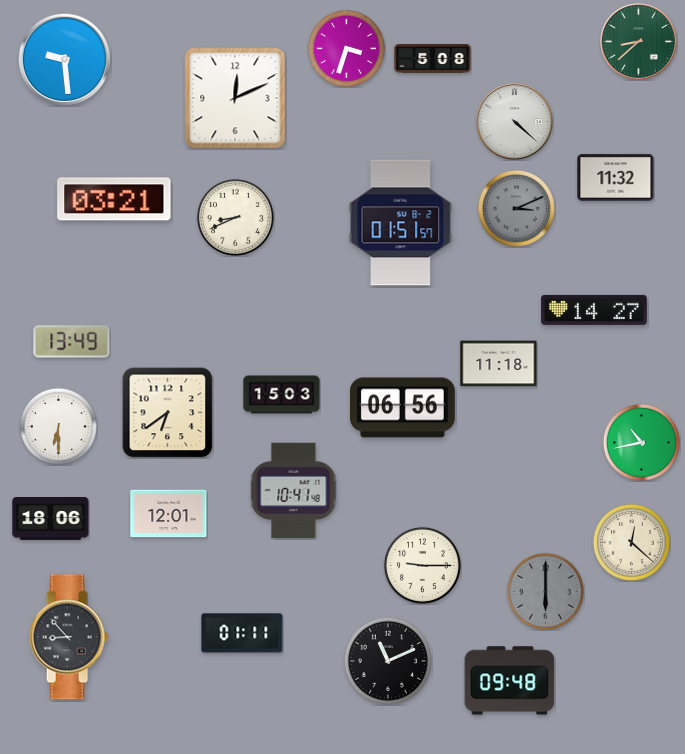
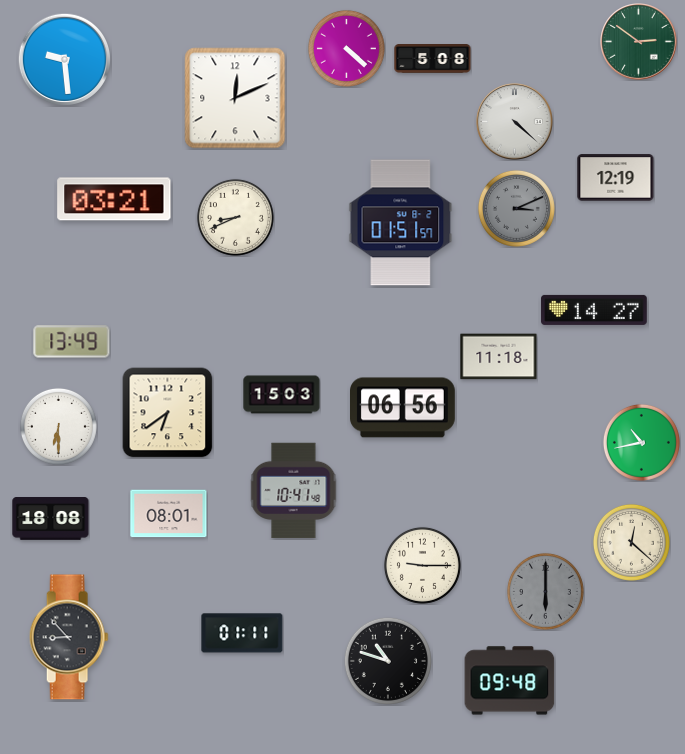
clock at (639, 42): 8:38 -> 2:51
clock at (346, 48): 3:33 -> 4:22
clock at (616, 178): 11:32 -> 12:19
clock at (499, 364) position: (499, 364) -> (499, 357)
clock at (169, 514): 12:01 -> 08:01
clock at (51, 519): 18:06 -> 18:08
clock at (388, 661): 11:11 -> 10:48
